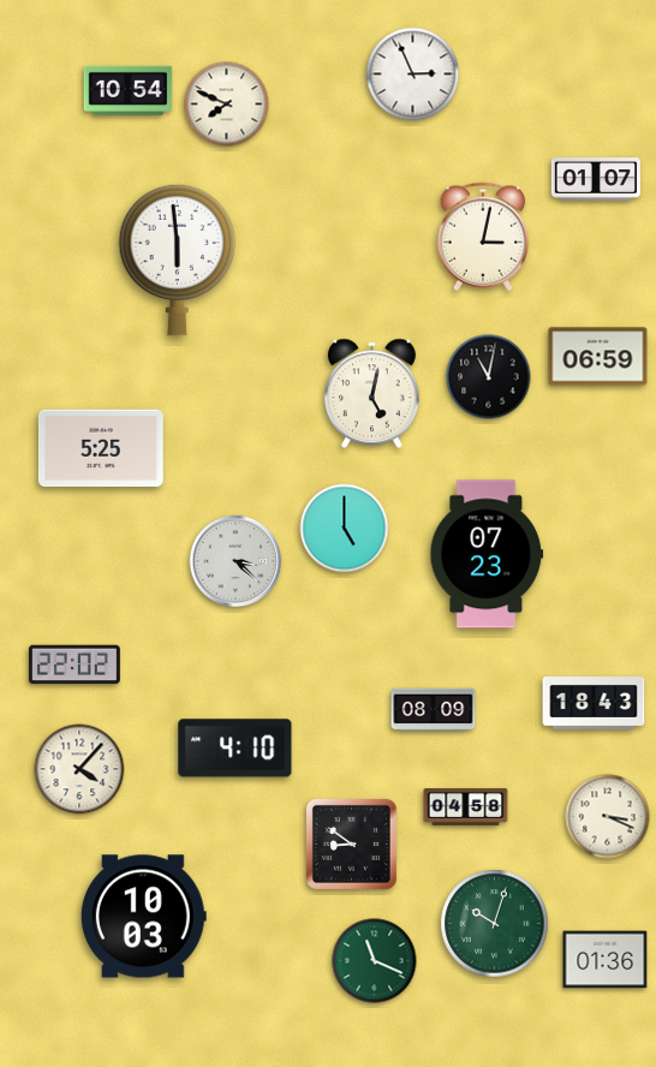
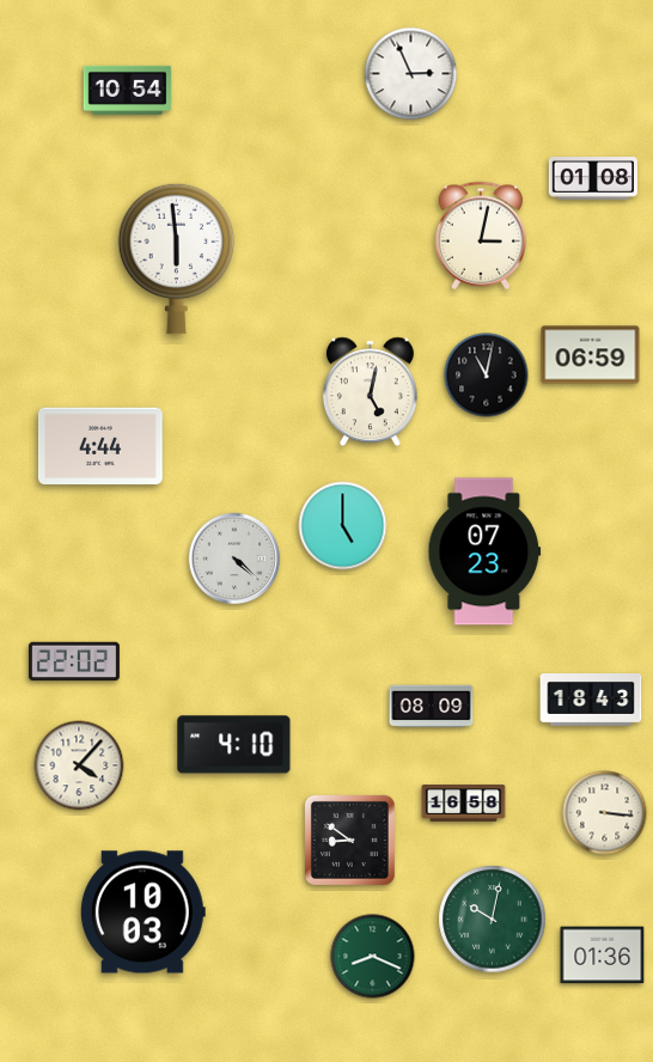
clock at (227, 105): 7:49 -> none
clock at (596, 179): 01:07 -> 01:08
clock at (598, 357) position: (598, 357) -> (591, 355)
clock at (101, 448): 5:25 -> 4:44
clock at (235, 561): 3:22 -> 4:22
clock at (466, 807): 04:58 -> 16:58
clock at (608, 817): 3:19 -> 3:16
clock at (495, 924): 10:03 -> 10:02
clock at (375, 961): 11:19 -> 8:19
